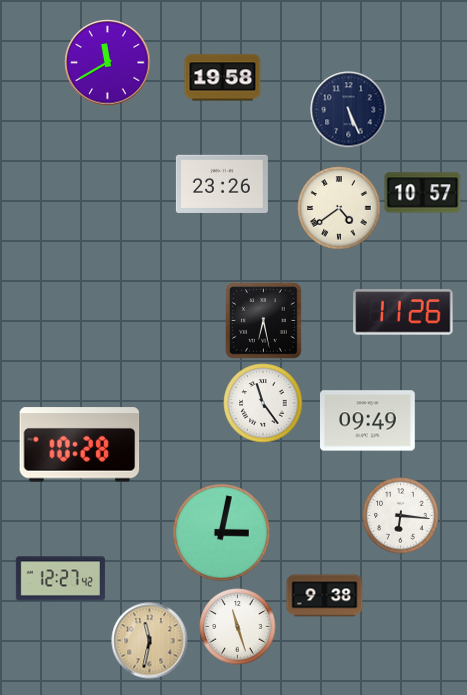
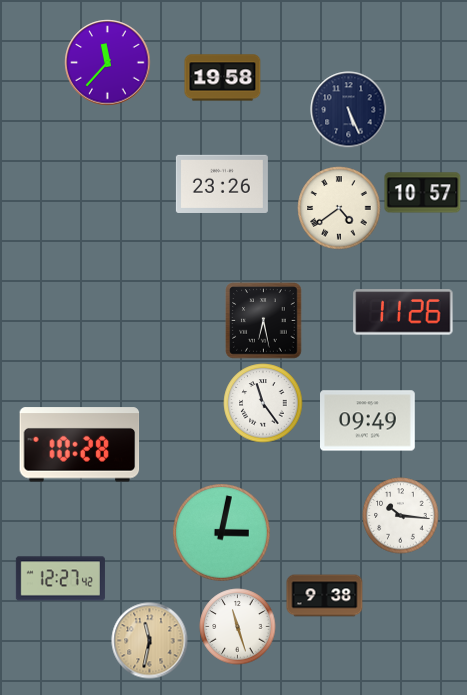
clock at (108, 63): 11:40 -> 11:37
clock at (401, 516): 6:16 -> 10:16
